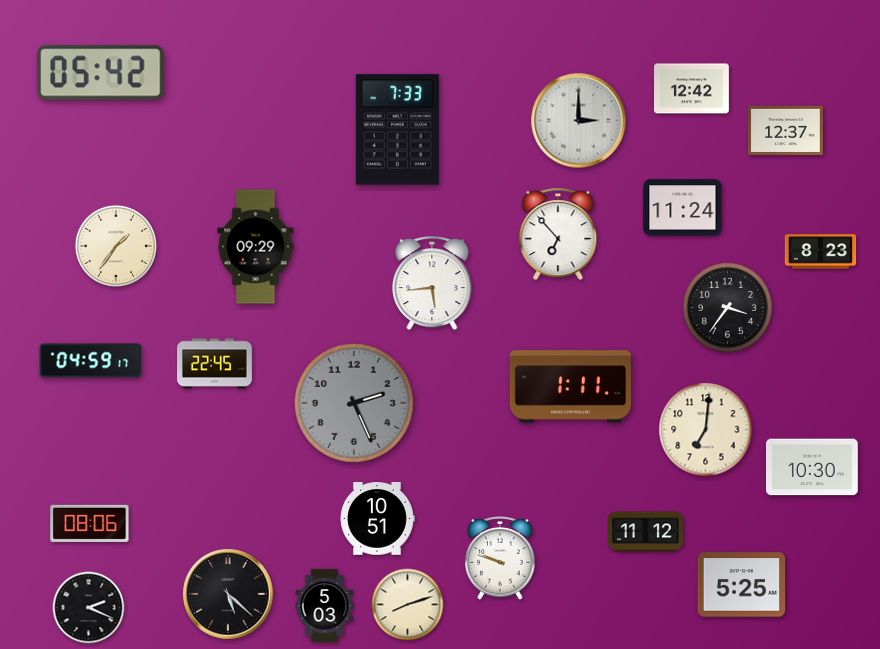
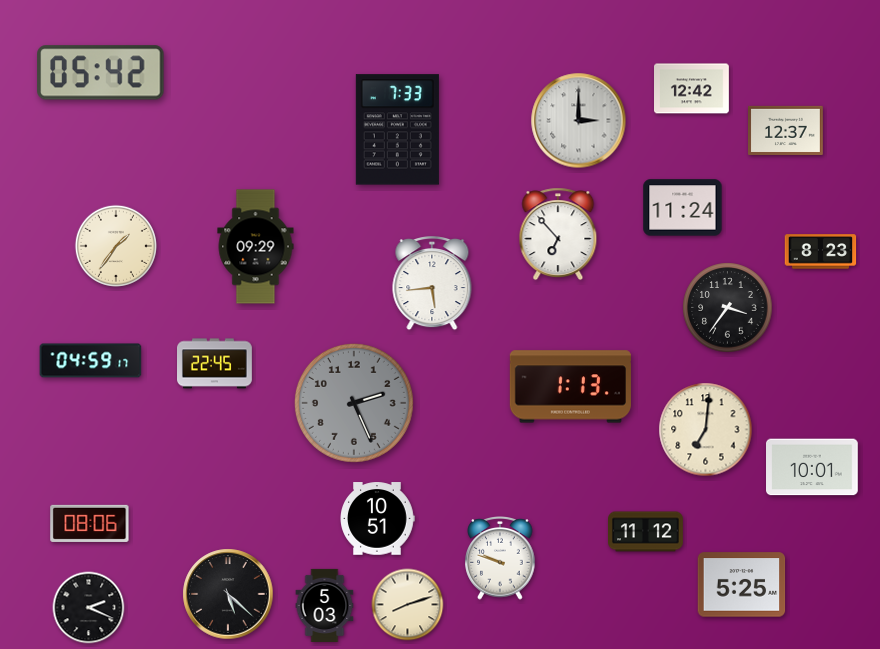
clock at (570, 387): 1:11 -> 1:13
clock at (813, 467): 10:30 -> 10:01
